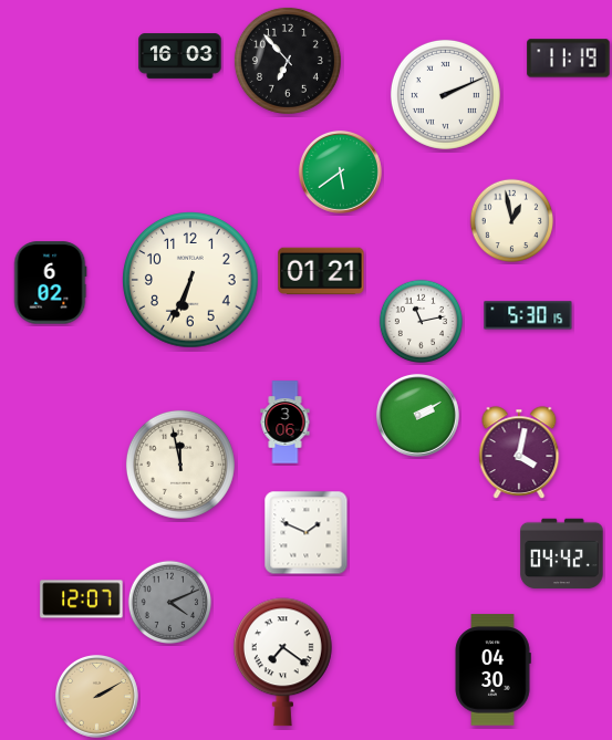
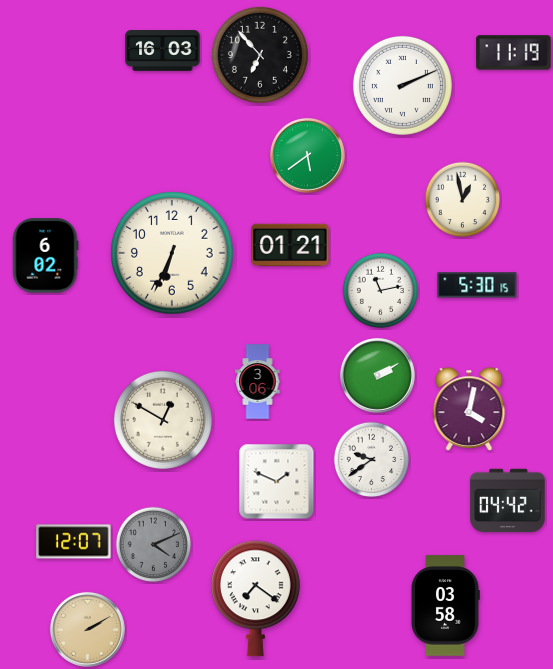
clock at (180, 465): 11:58 -> 12:50
clock at (372, 460): none -> 9:39
clock at (492, 670): 04:30 -> 03:58
